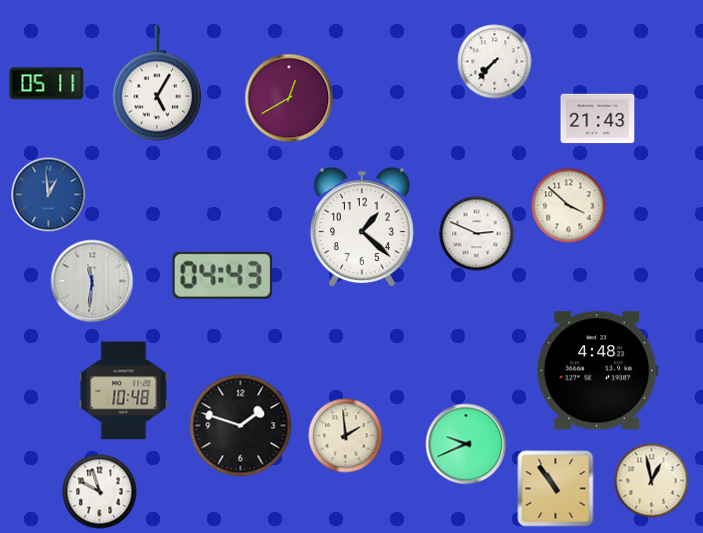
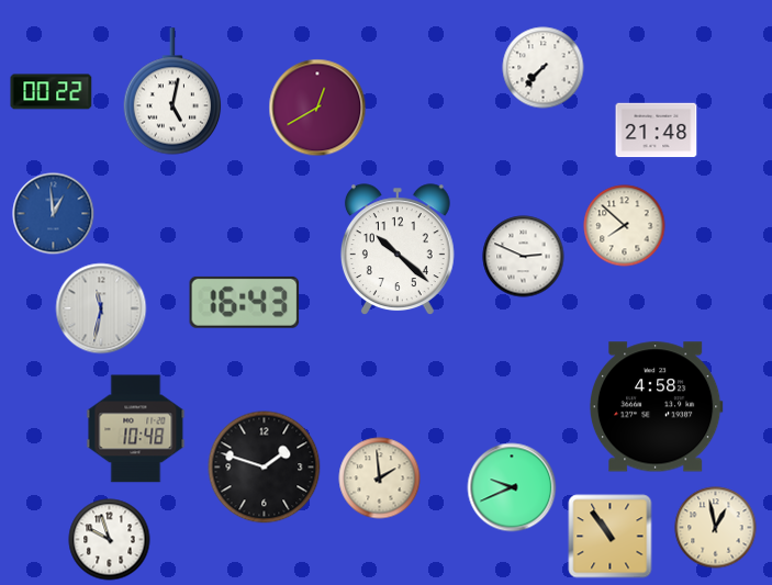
clock at (157, 83): 5:05 -> 5:02
clock at (47, 84): 05:11 -> 00:22
clock at (598, 119): 21:43 -> 21:48
clock at (569, 206): 3:52 -> 7:52
clock at (362, 227): 1:22 -> 10:22
clock at (223, 275): 04:43 -> 16:43
clock at (92, 281): 11:31 -> 11:32
clock at (597, 371): 4:48 -> 4:58
